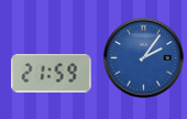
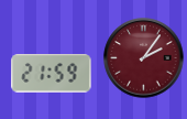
clock at (144, 58) dial: blue -> burgundy
